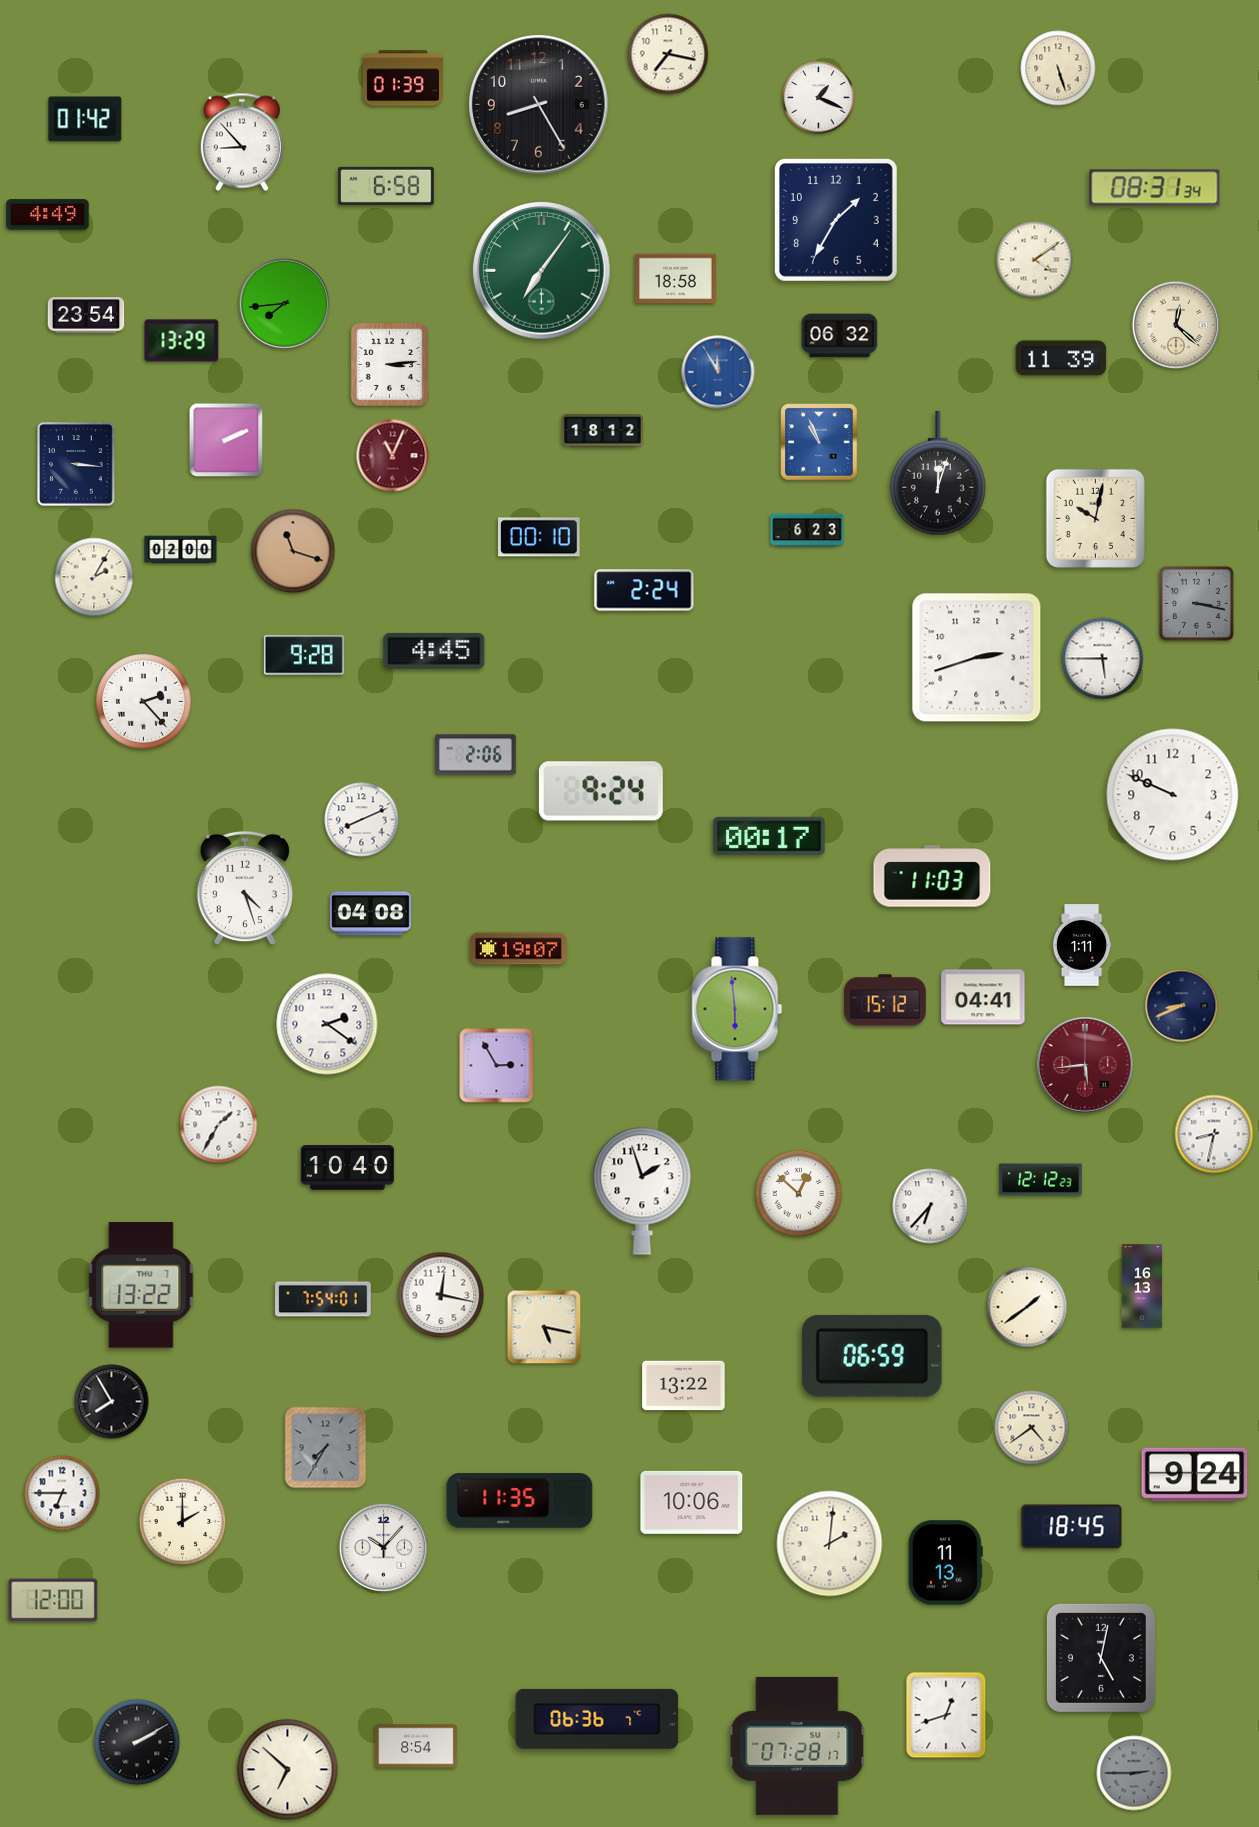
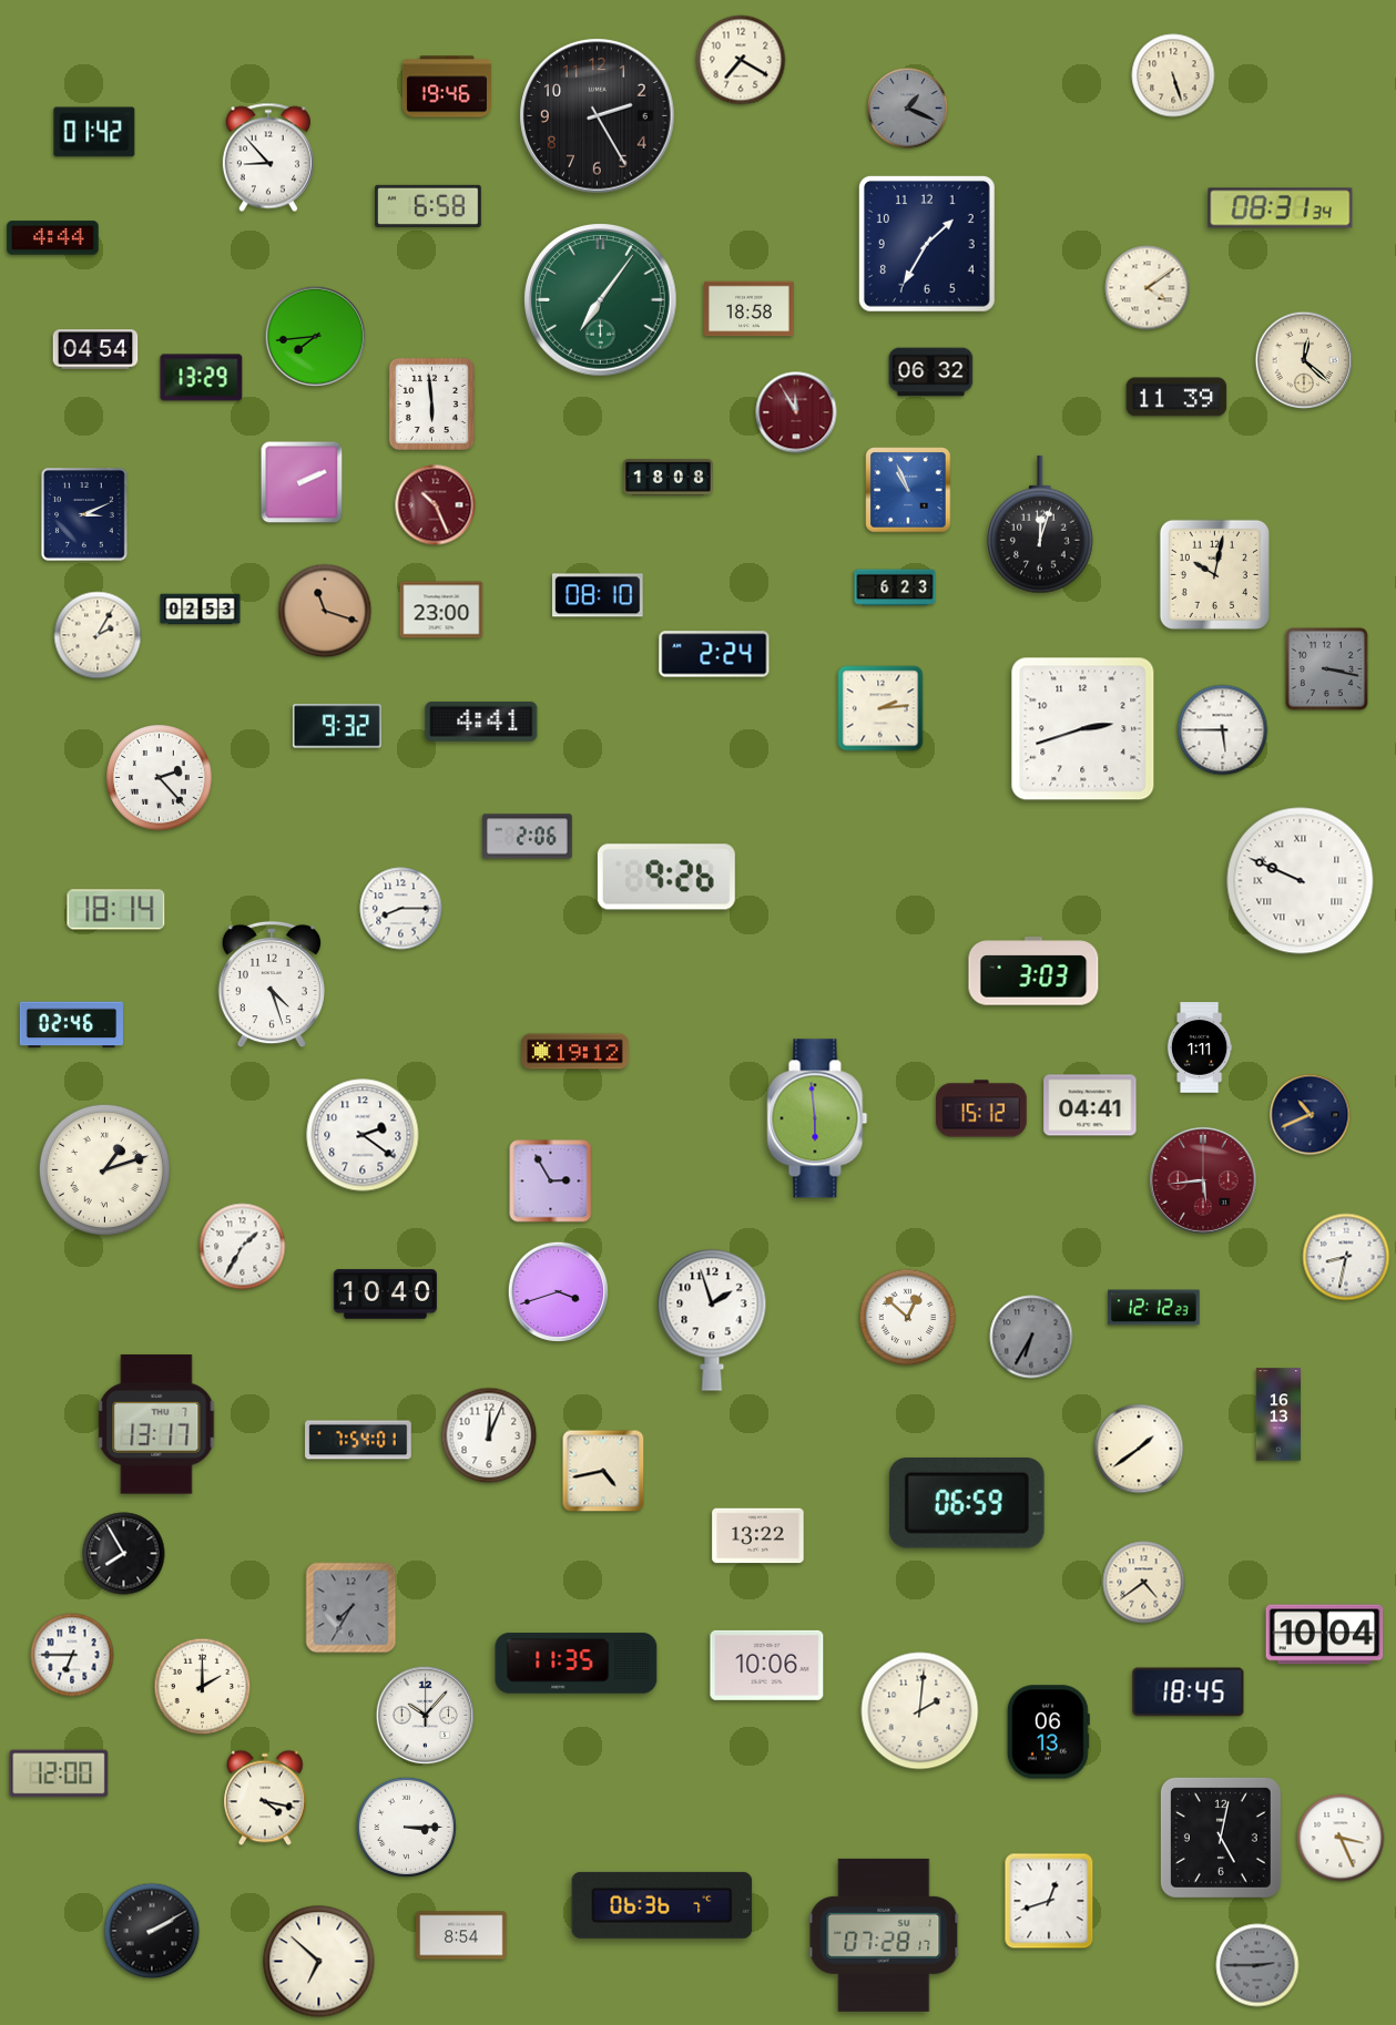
clock at (668, 54): 7:17 -> 7:20
clock at (403, 78): 01:39 -> 19:46
clock at (819, 98) dial: white -> grey
clock at (539, 105): 8:25 -> 2:25
clock at (48, 215): 4:49 -> 4:44
clock at (86, 315): 23:54 -> 04:54
clock at (389, 364): 3:14 -> 5:59
clock at (718, 372) dial: blue -> burgundy
clock at (603, 431): 18:12 -> 18:08
clock at (226, 440) position: (226, 440) -> (302, 482)
clock at (393, 456): 11:04 -> 10:26
clock at (77, 465): 3:16 -> 3:11
clock at (539, 537): 00:10 -> 08:10
clock at (181, 550): 02:00 -> 02:53
clock at (441, 610): none -> 23:00
clock at (94, 577) position: (94, 577) -> (98, 635)
clock at (880, 708): none -> 2:14
clock at (434, 651): 4:45 -> 4:41
clock at (304, 655): 9:28 -> 9:32
clock at (601, 791): 9:24 -> 9:26
clock at (1173, 795) numerals: Arabic -> Roman
clock at (362, 820): 8:11 -> 8:15
clock at (116, 910): none -> 18:14
clock at (769, 836): 00:17 -> none
clock at (932, 876): 11:03 -> 3:03
clock at (371, 914): 04:08 -> none
clock at (71, 1025): none -> 02:46
clock at (519, 949): 19:07 -> 19:12
clock at (1182, 1006): 8:41 -> 10:41
clock at (104, 1169): none -> 1:12
clock at (558, 1291): none -> 3:42
clock at (799, 1194) position: (799, 1194) -> (908, 1318)
clock at (930, 1206): 6:37 -> 6:35
clock at (930, 1206) dial: white -> grey
clock at (141, 1285): 13:22 -> 13:17
clock at (1141, 1286) position: (1141, 1286) -> (1277, 1414)
clock at (441, 1295): 12:17 -> 12:04
clock at (544, 1327): 5:17 -> 4:43
clock at (326, 1448) position: (326, 1448) -> (351, 1608)
clock at (1195, 1475): 9:24 -> 10:04
clock at (62, 1493) position: (62, 1493) -> (72, 1655)
clock at (945, 1563): 11:13 -> 06:13
clock at (265, 1798): none -> 4:17
clock at (406, 1827): none -> 3:15
clock at (1341, 1838): none -> 3:26
